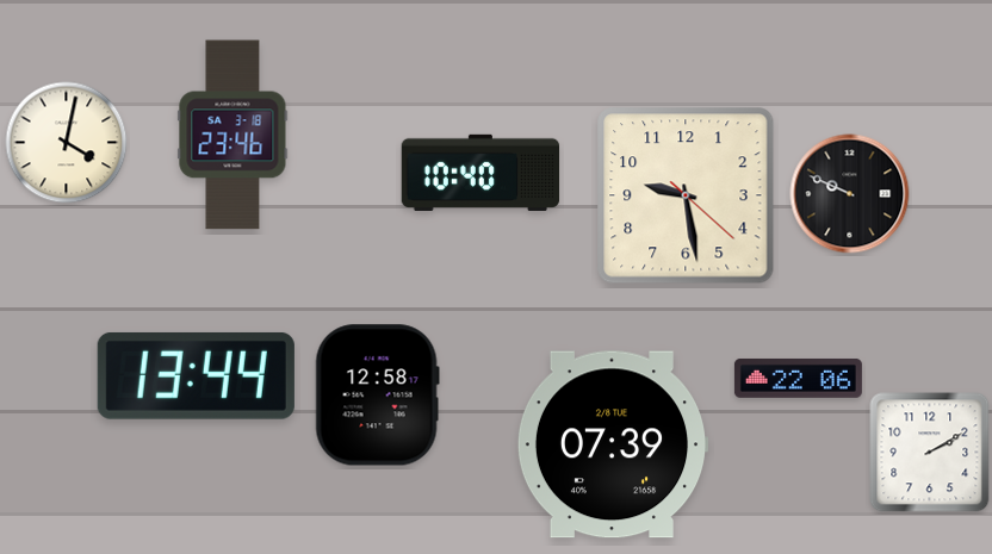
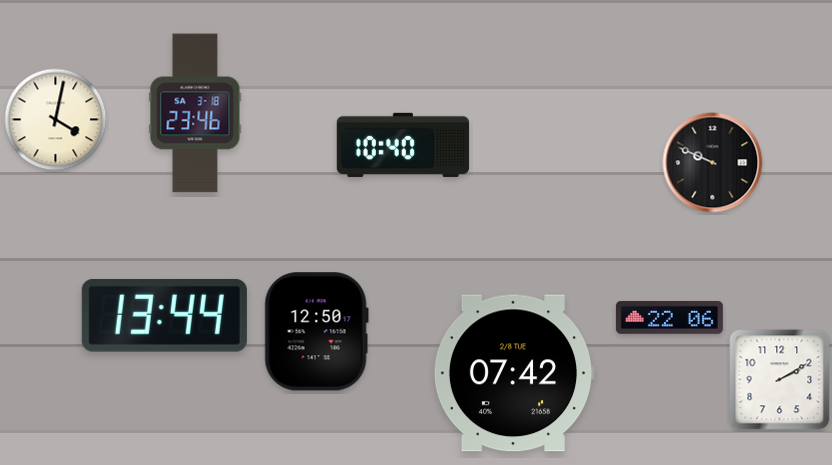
clock at (686, 195): 9:28 -> none
clock at (377, 396): 12:58 -> 12:50
clock at (613, 444): 07:39 -> 07:42
